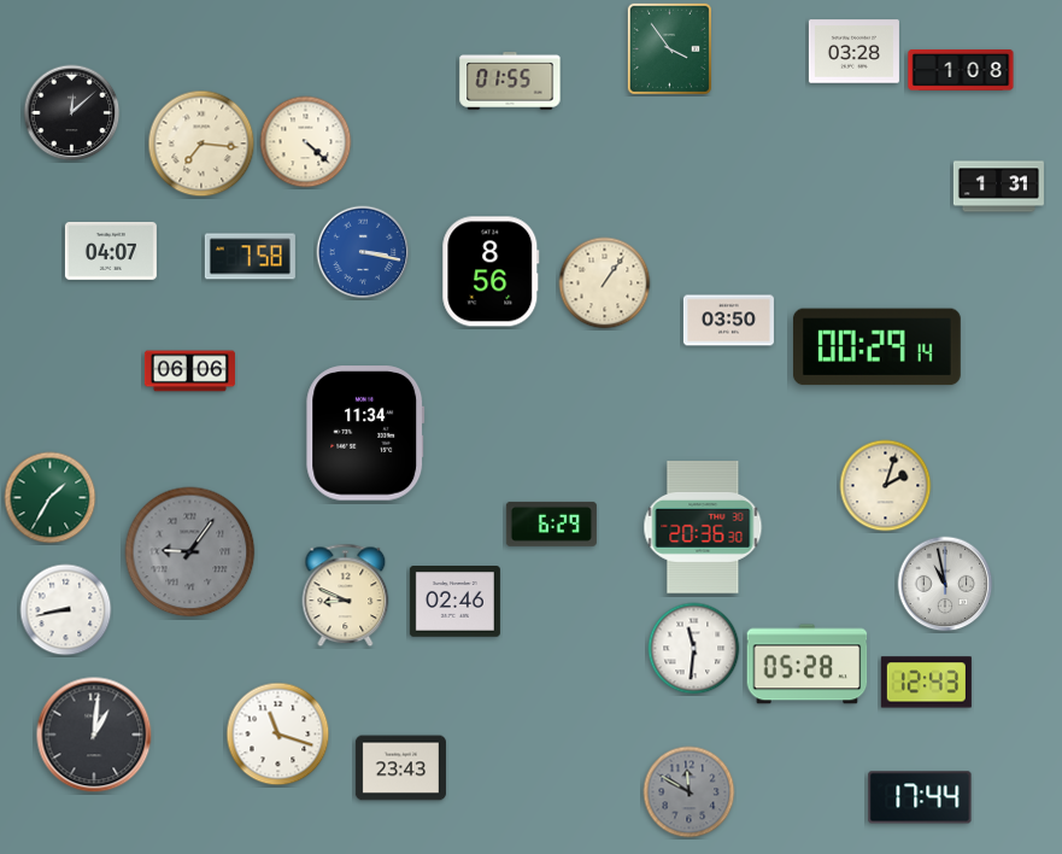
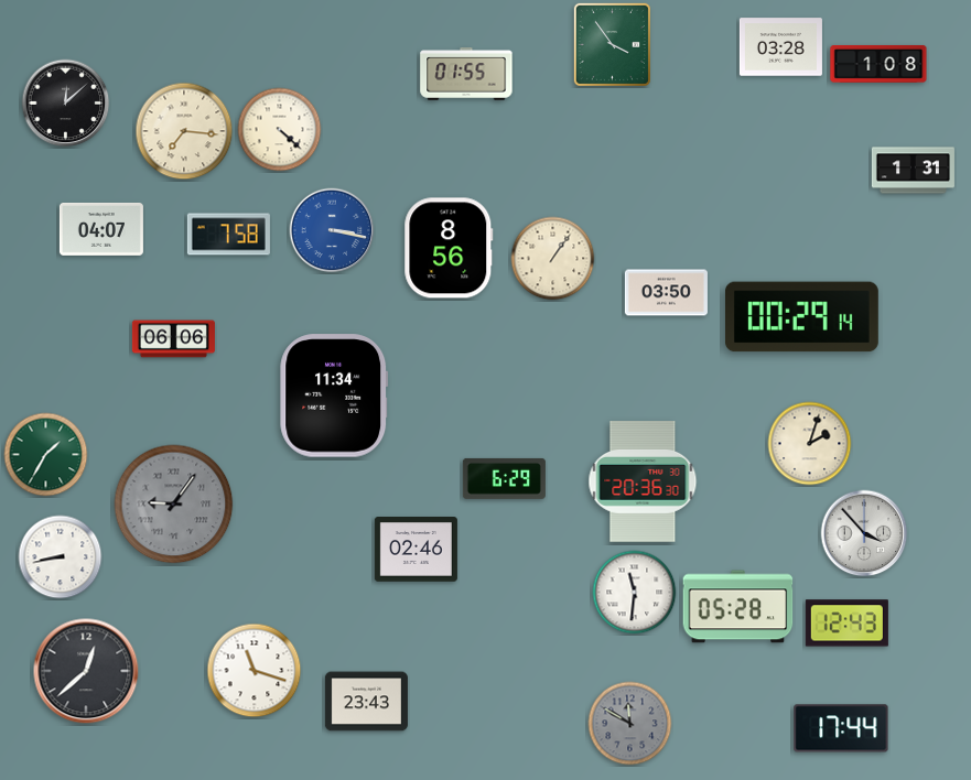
clock at (945, 584): 10:58 -> 3:53
clock at (346, 596): 8:49 -> none
clock at (94, 735): 1:01 -> 12:38
